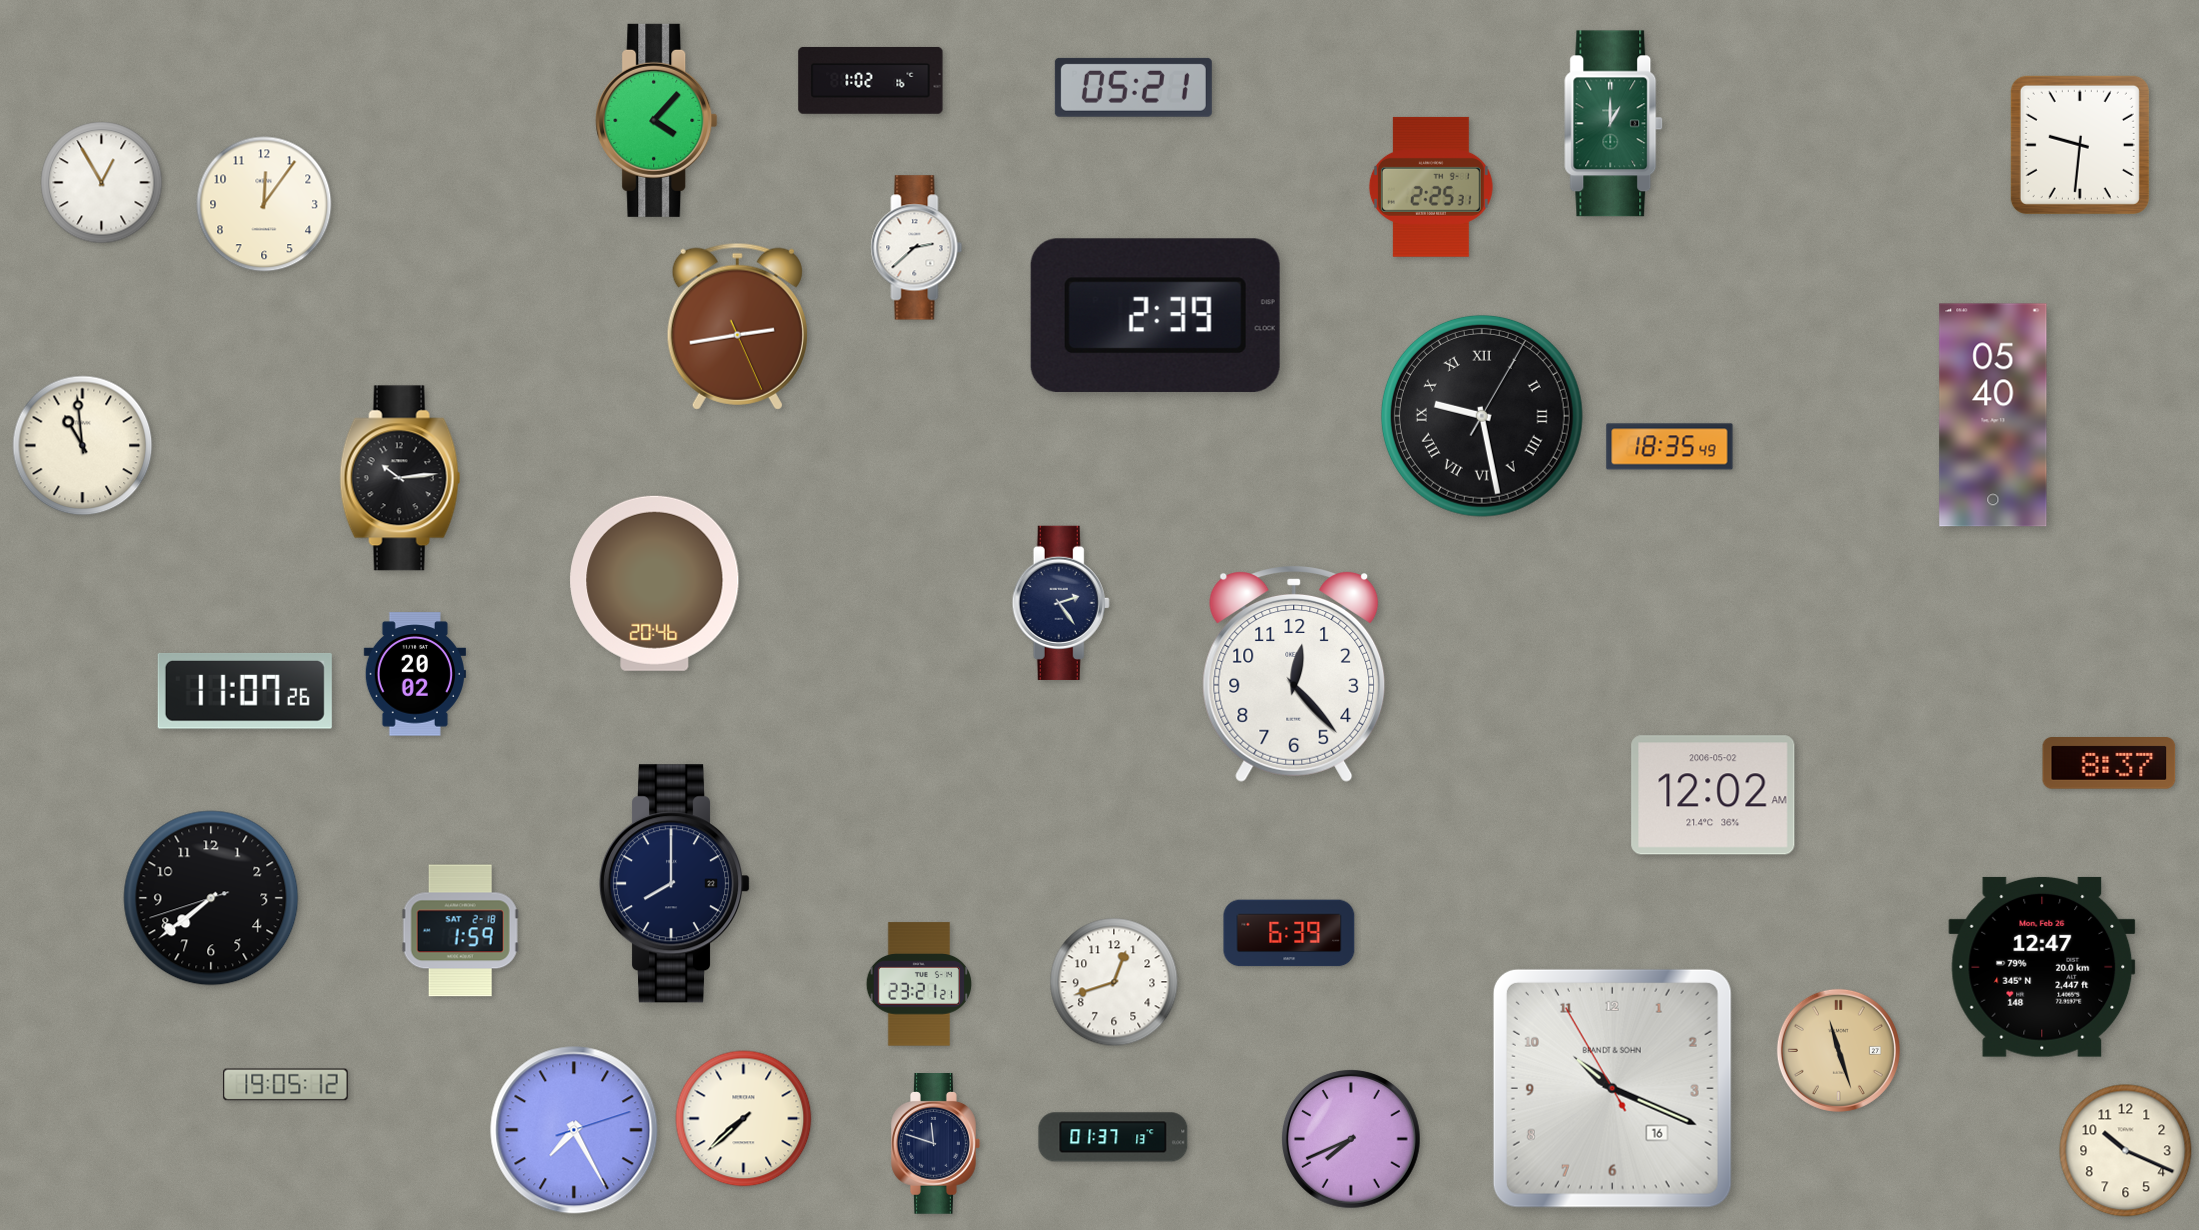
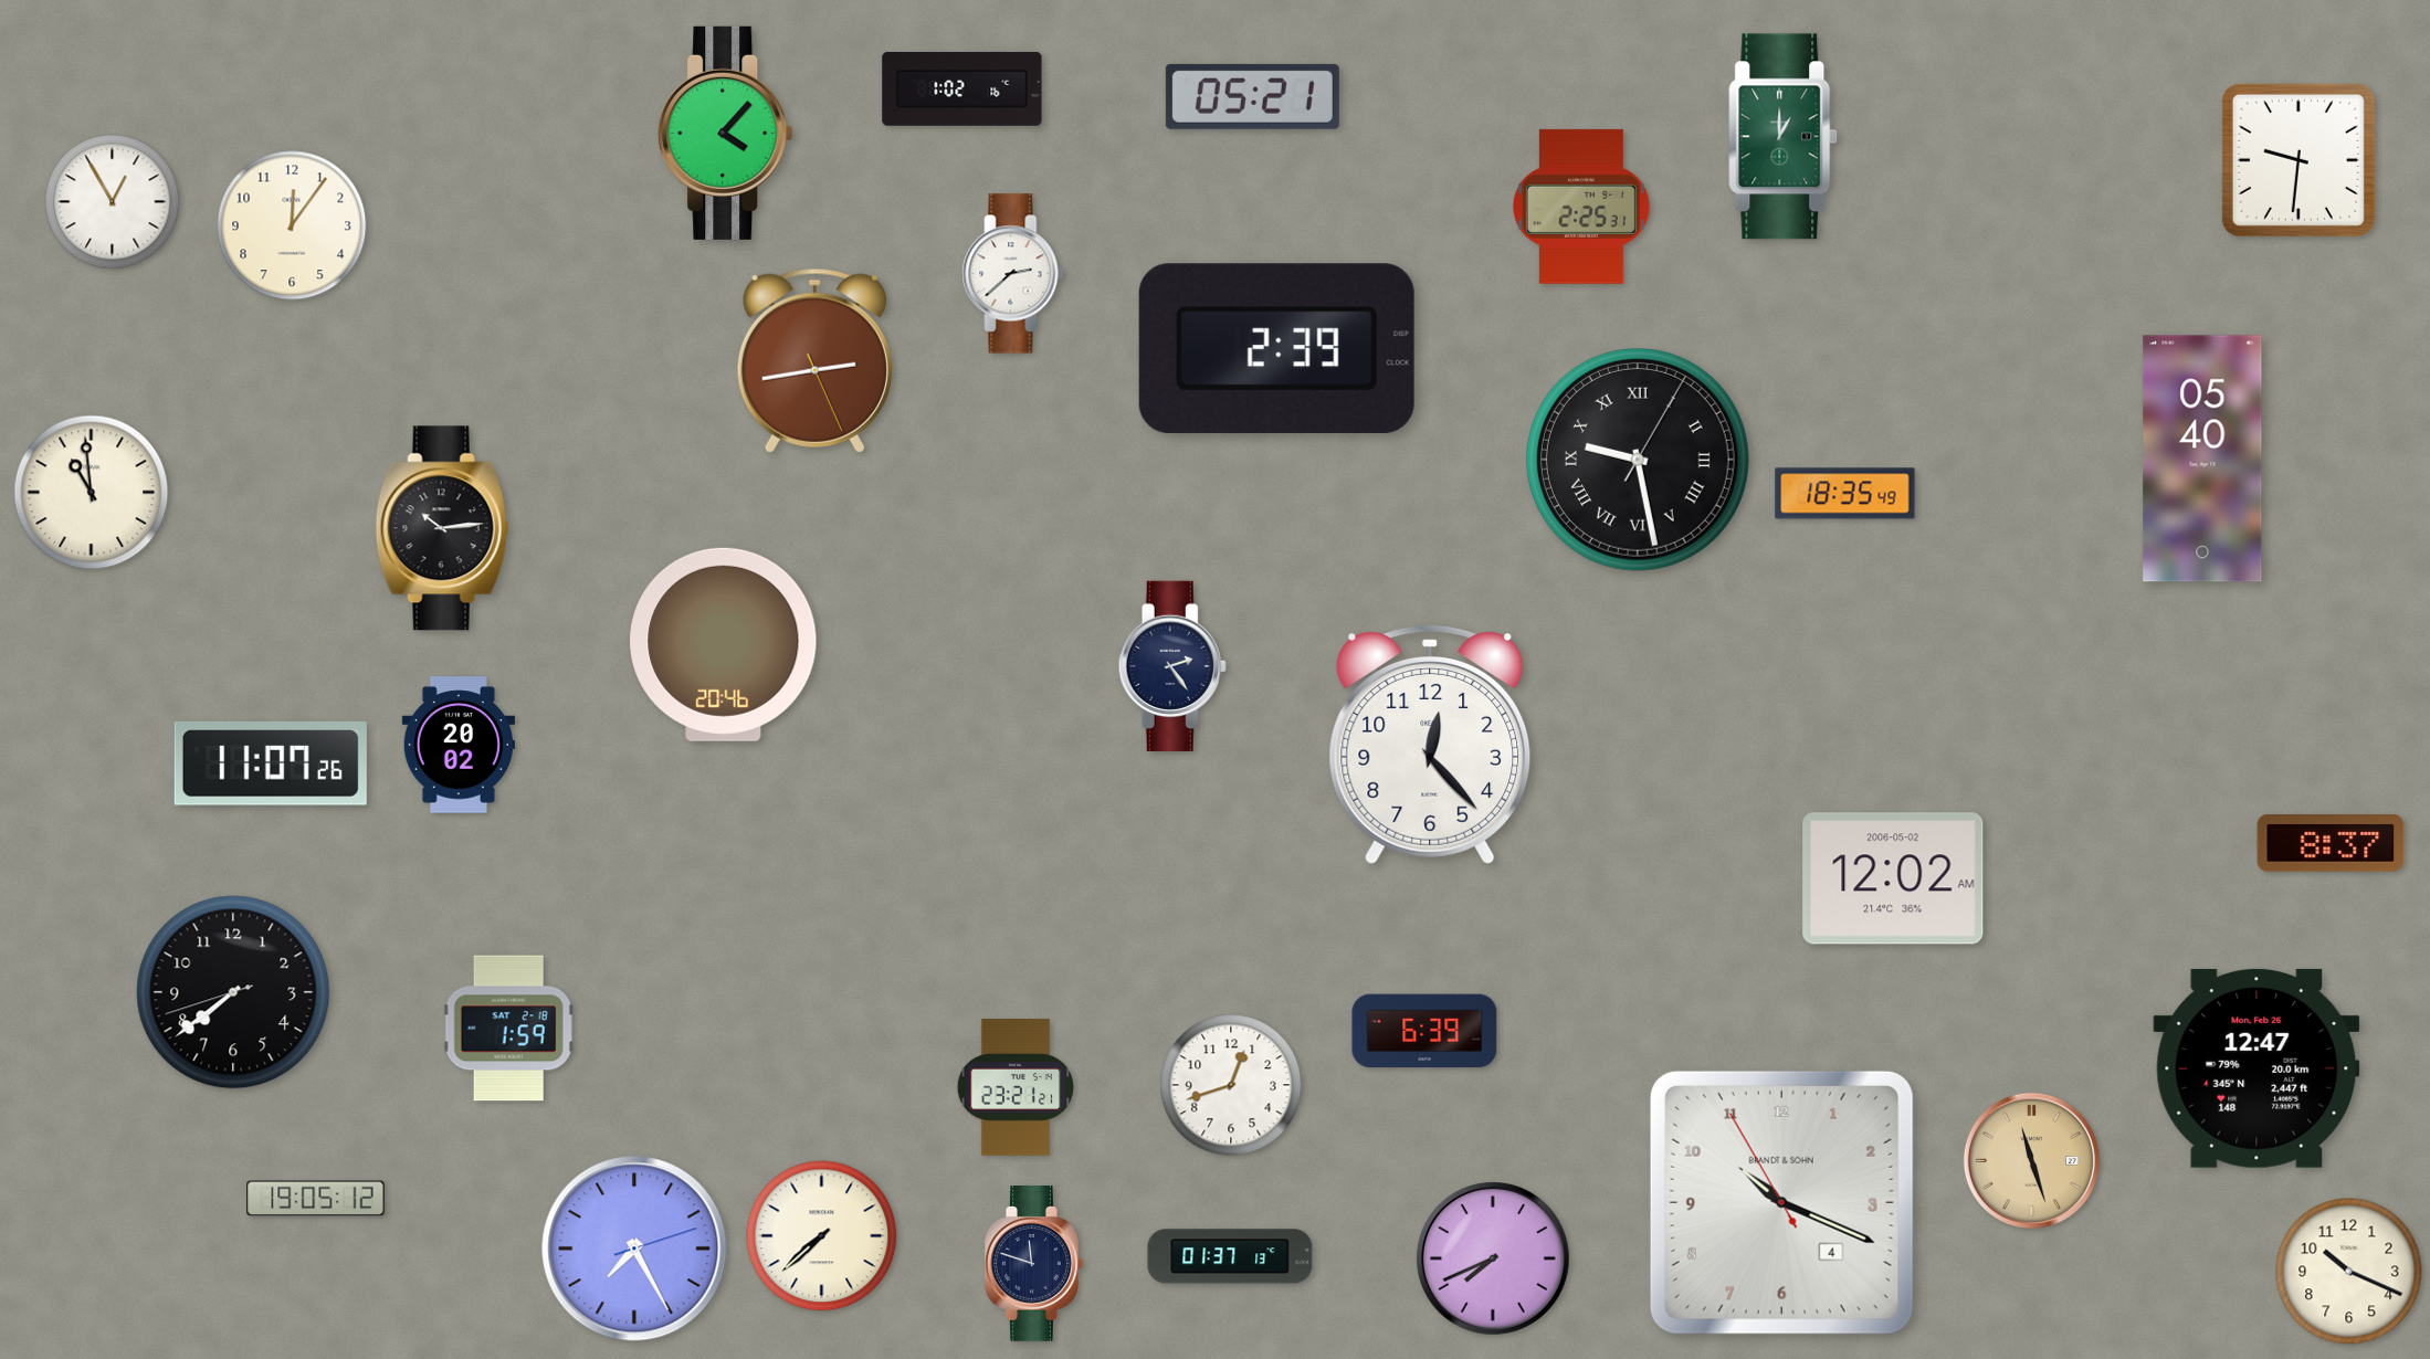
clock at (675, 884): 8:00 -> none
clock at (1612, 1088) date: 16 -> 4
